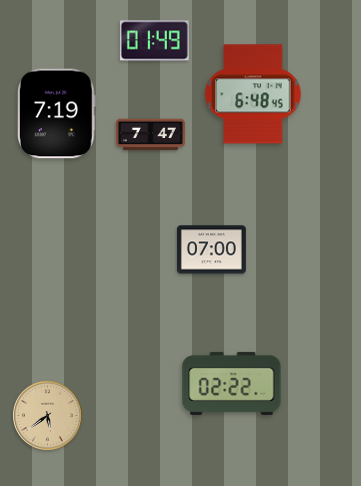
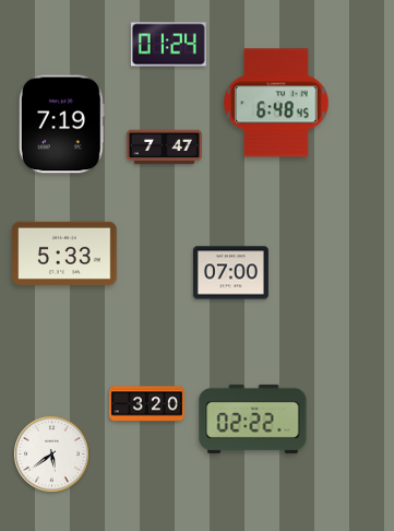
clock at (154, 41): 01:49 -> 01:24
clock at (64, 253): none -> 5:33
clock at (146, 404): none -> 3:20
clock at (48, 416) dial: champagne -> white
